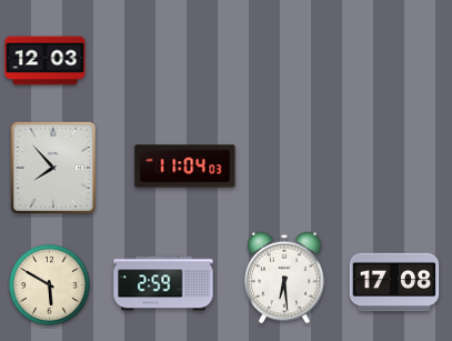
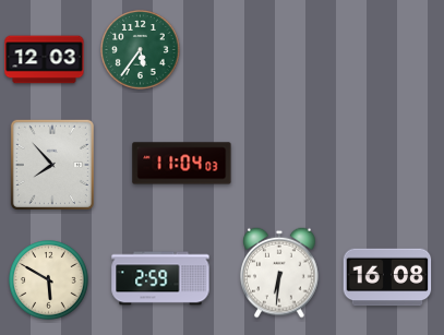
clock at (141, 50): none -> 5:36
clock at (285, 278): 6:29 -> 6:31
clock at (394, 282): 17:08 -> 16:08
